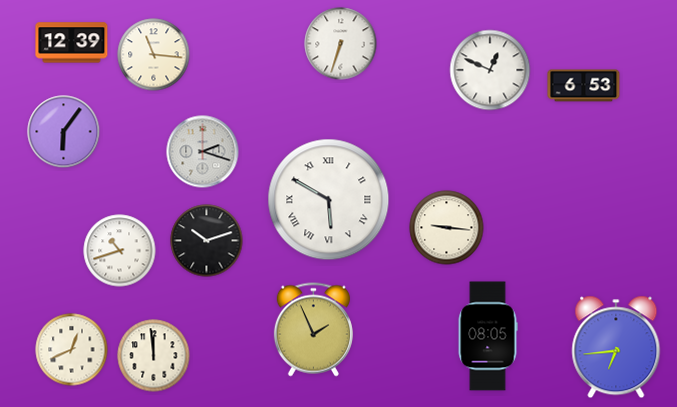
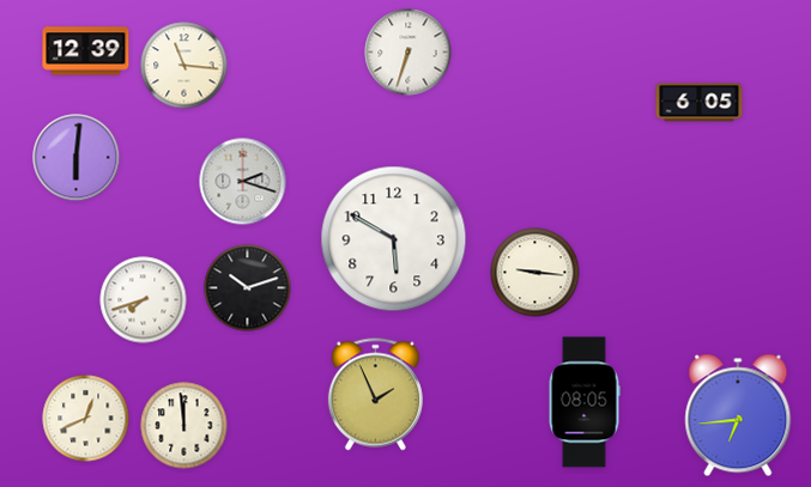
clock at (490, 70): 12:49 -> none
clock at (584, 86): 6:53 -> 6:05
clock at (64, 132): 6:06 -> 6:01
clock at (329, 200) numerals: Roman -> Arabic
clock at (120, 251): 10:42 -> 7:42
